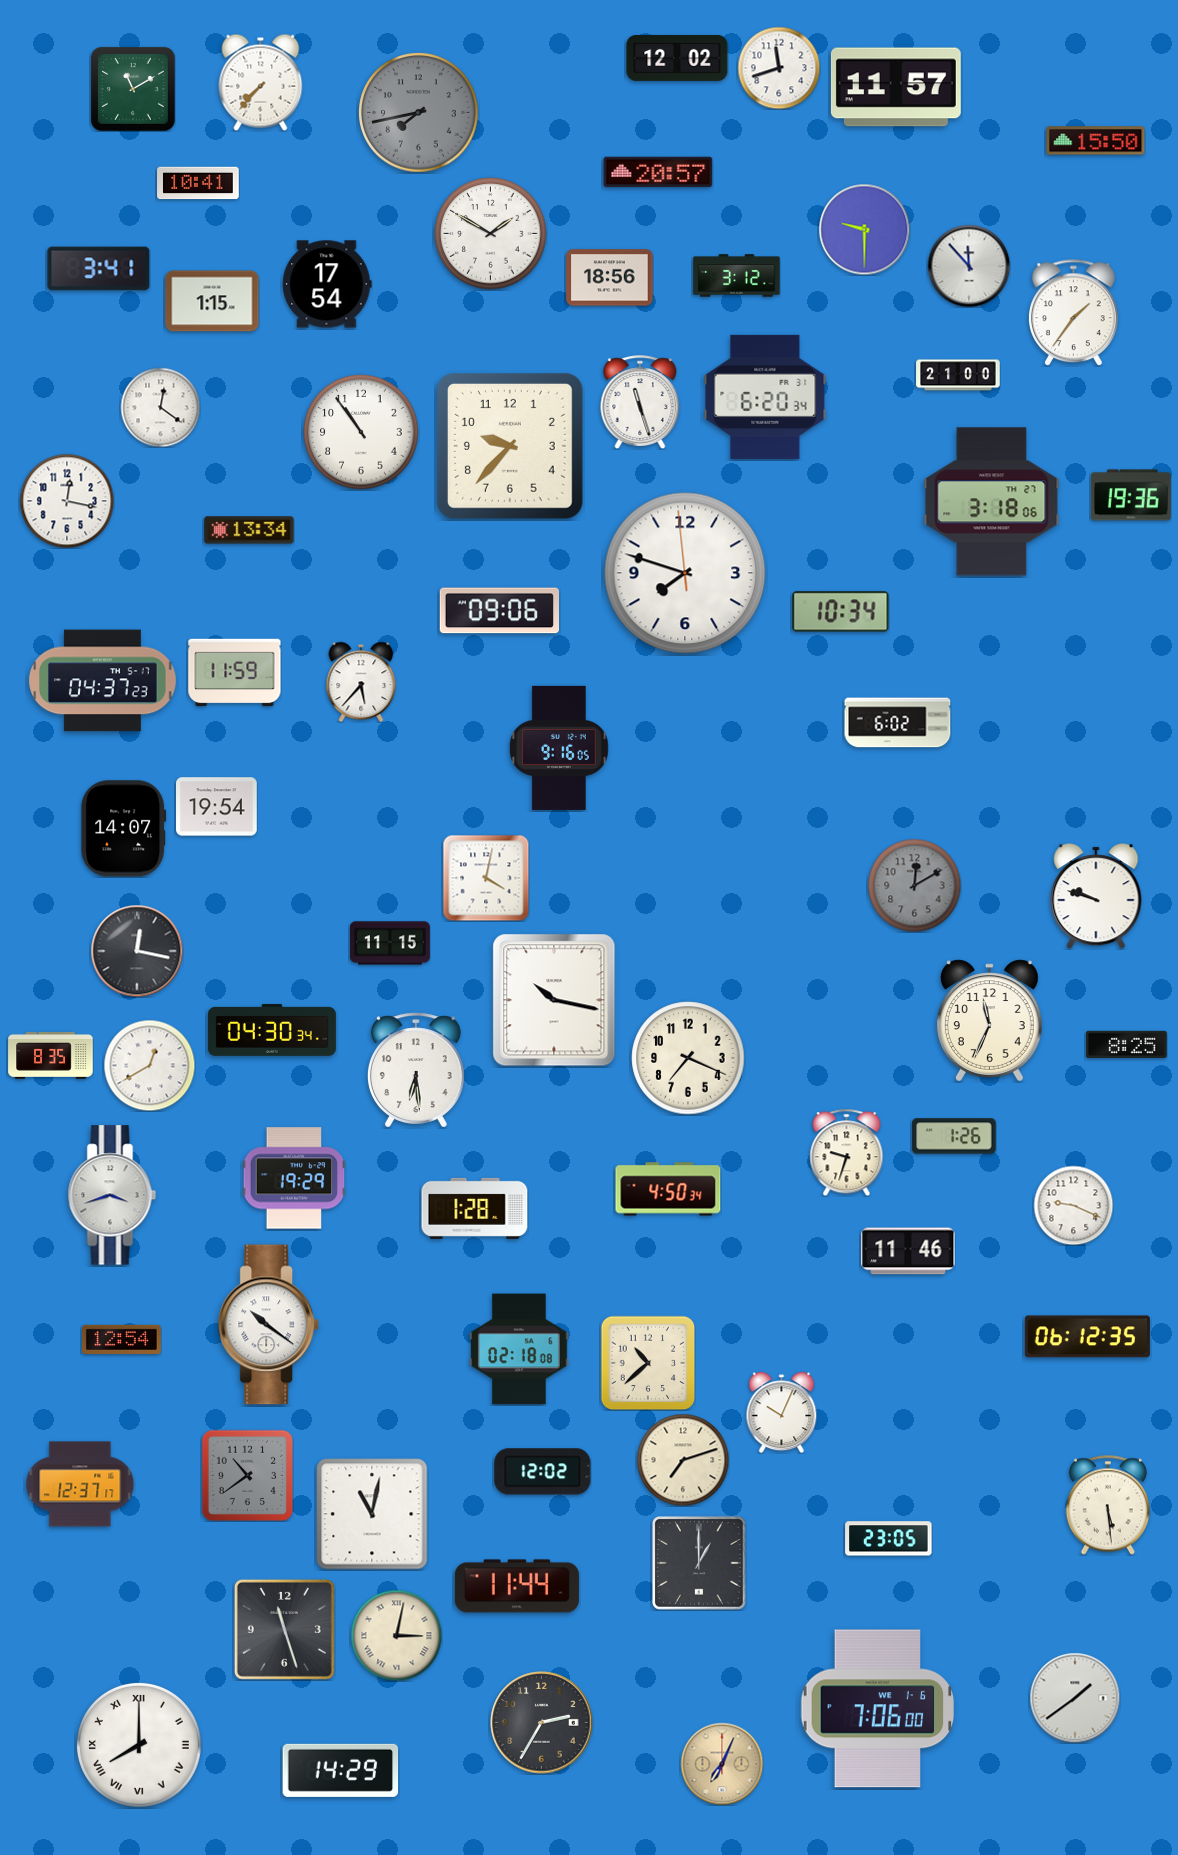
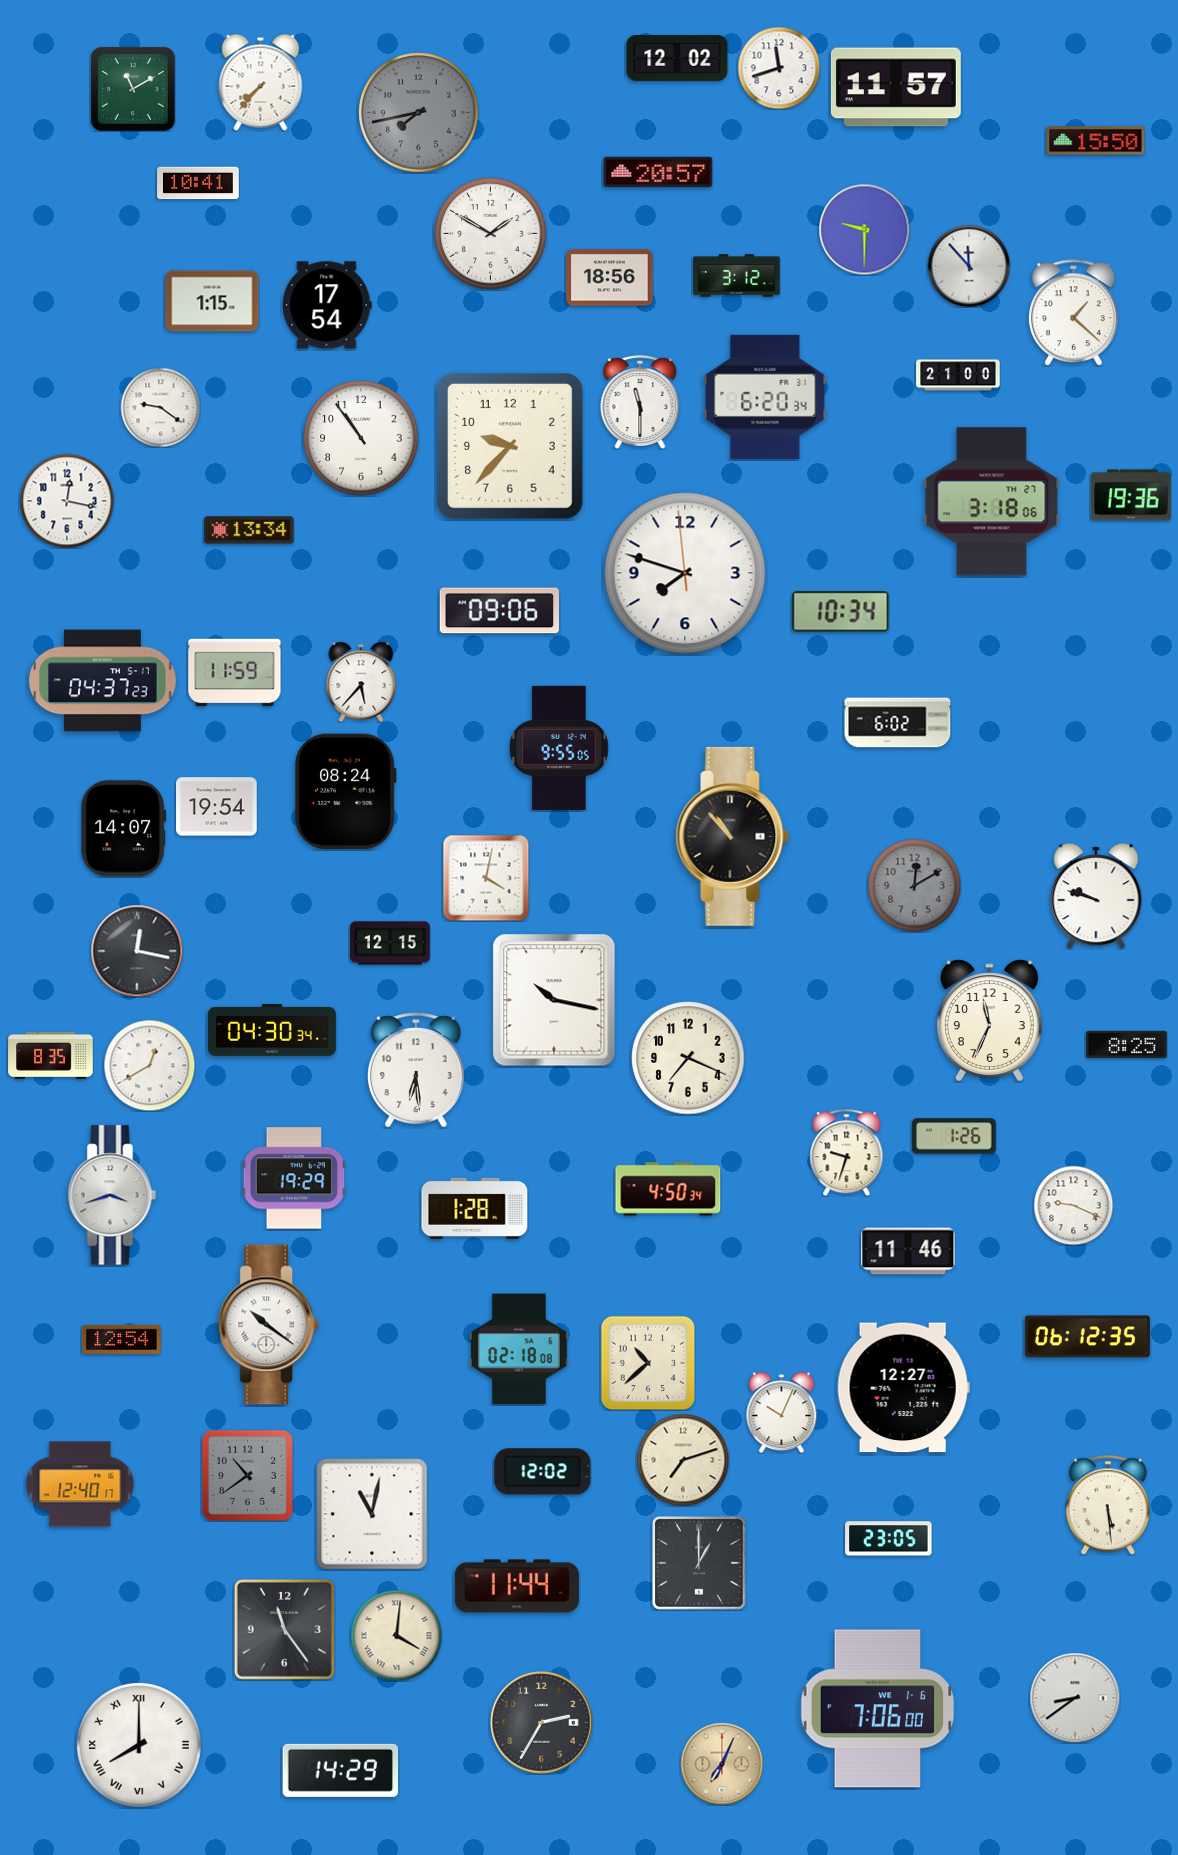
clock at (99, 269): 3:41 -> none
clock at (327, 284) position: (327, 284) -> (327, 305)
clock at (1073, 313): 1:36 -> 1:22
clock at (640, 402): 11:27 -> 11:30
clock at (160, 407): 12:21 -> 9:21
clock at (361, 432) position: (361, 432) -> (361, 438)
clock at (560, 748): 9:16 -> 9:55
clock at (345, 792): none -> 08:24
clock at (733, 836): none -> 10:53
clock at (391, 943): 11:15 -> 12:15
clock at (903, 1388): none -> 12:27
clock at (80, 1484): 12:37 -> 12:40
clock at (284, 1629): 11:27 -> 11:24
clock at (396, 1635): 3:02 -> 4:01
clock at (1075, 1698): 1:39 -> 8:39
